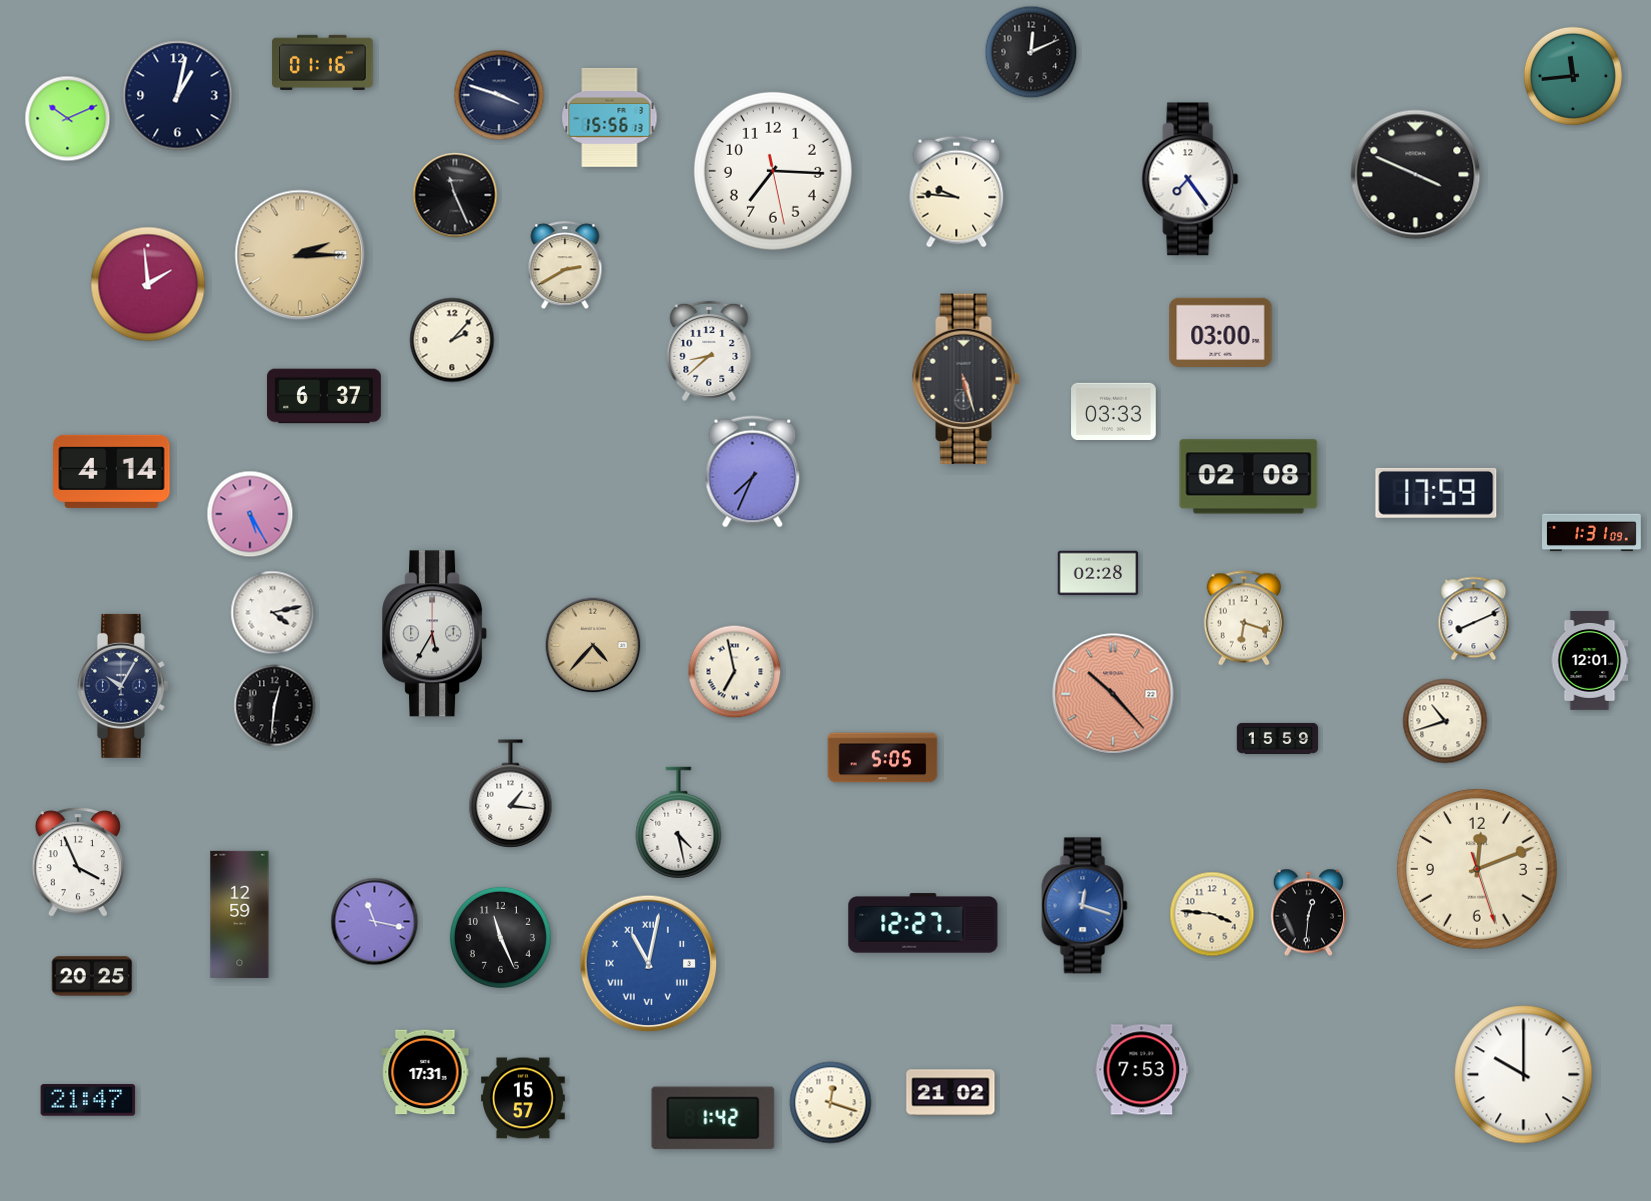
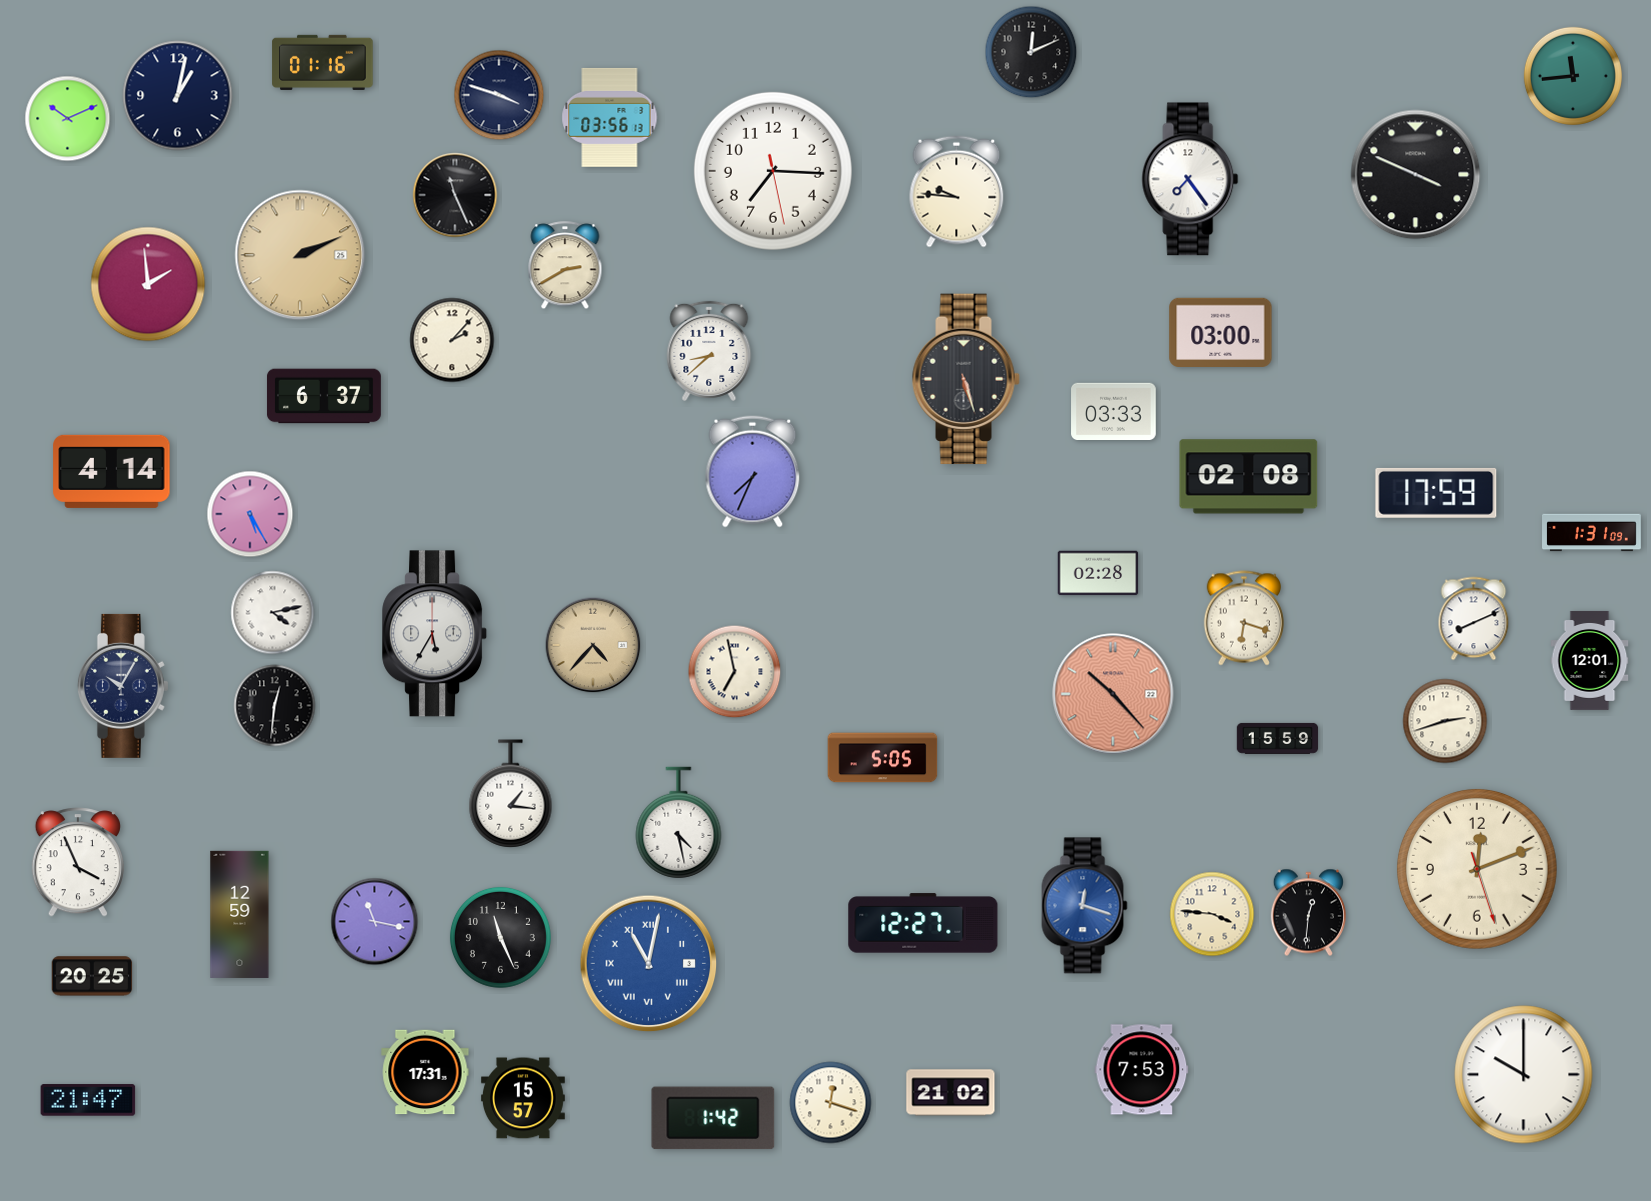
clock at (610, 117): 15:56 -> 03:56
clock at (300, 255): 2:15 -> 2:11
clock at (1445, 721): 10:42 -> 2:42
